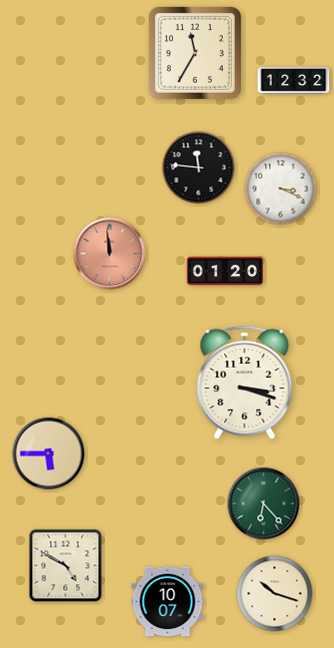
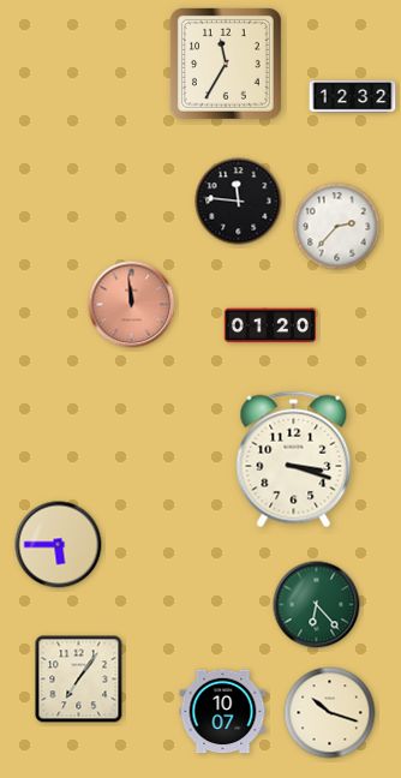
clock at (195, 53) position: (195, 53) -> (226, 64)
clock at (281, 189): 3:19 -> 2:37
clock at (66, 566): 4:50 -> 7:06
clock at (168, 602) position: (168, 602) -> (223, 712)
